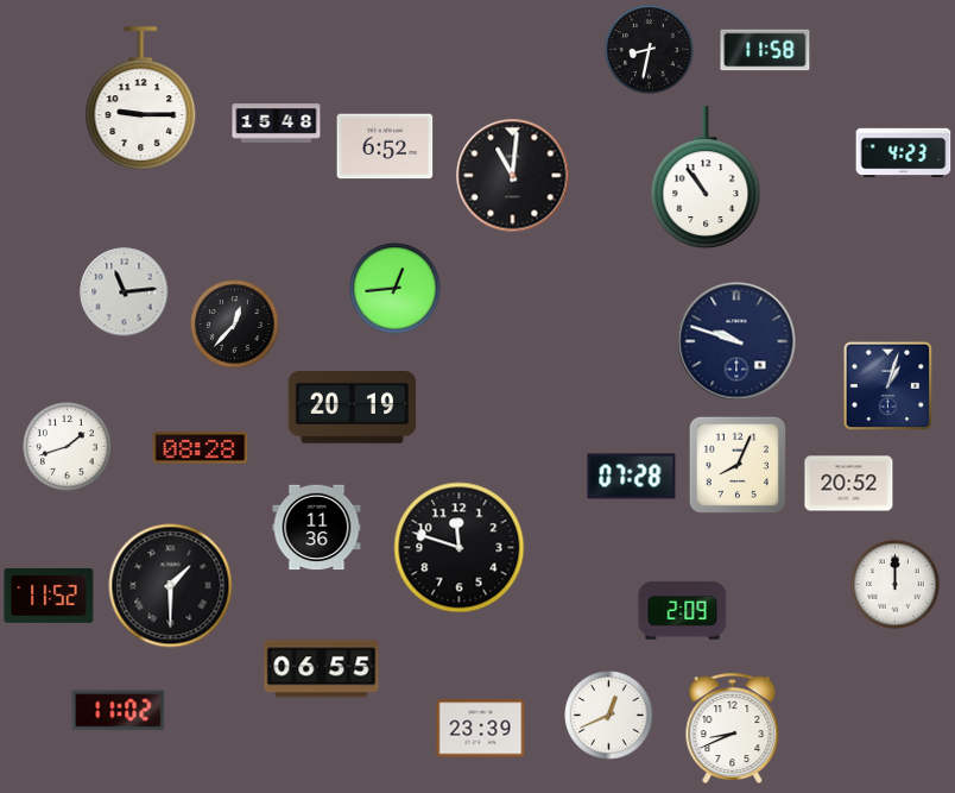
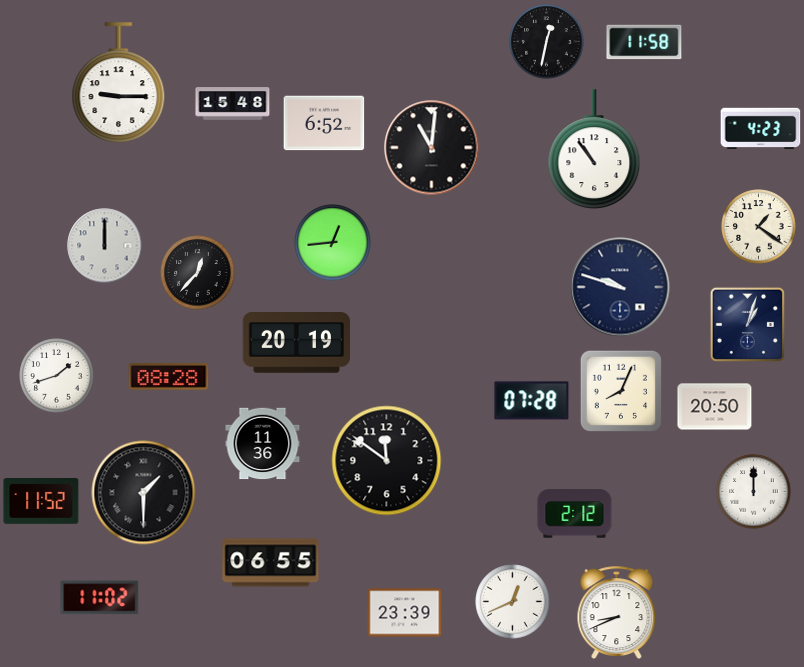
clock at (650, 50): 8:32 -> 12:32
clock at (759, 227): none -> 1:21
clock at (125, 292): 11:14 -> 12:00
clock at (849, 484): 20:52 -> 20:50
clock at (317, 528) position: (317, 528) -> (263, 444)
clock at (460, 548): 11:48 -> 11:51
clock at (683, 611): 2:09 -> 2:12
